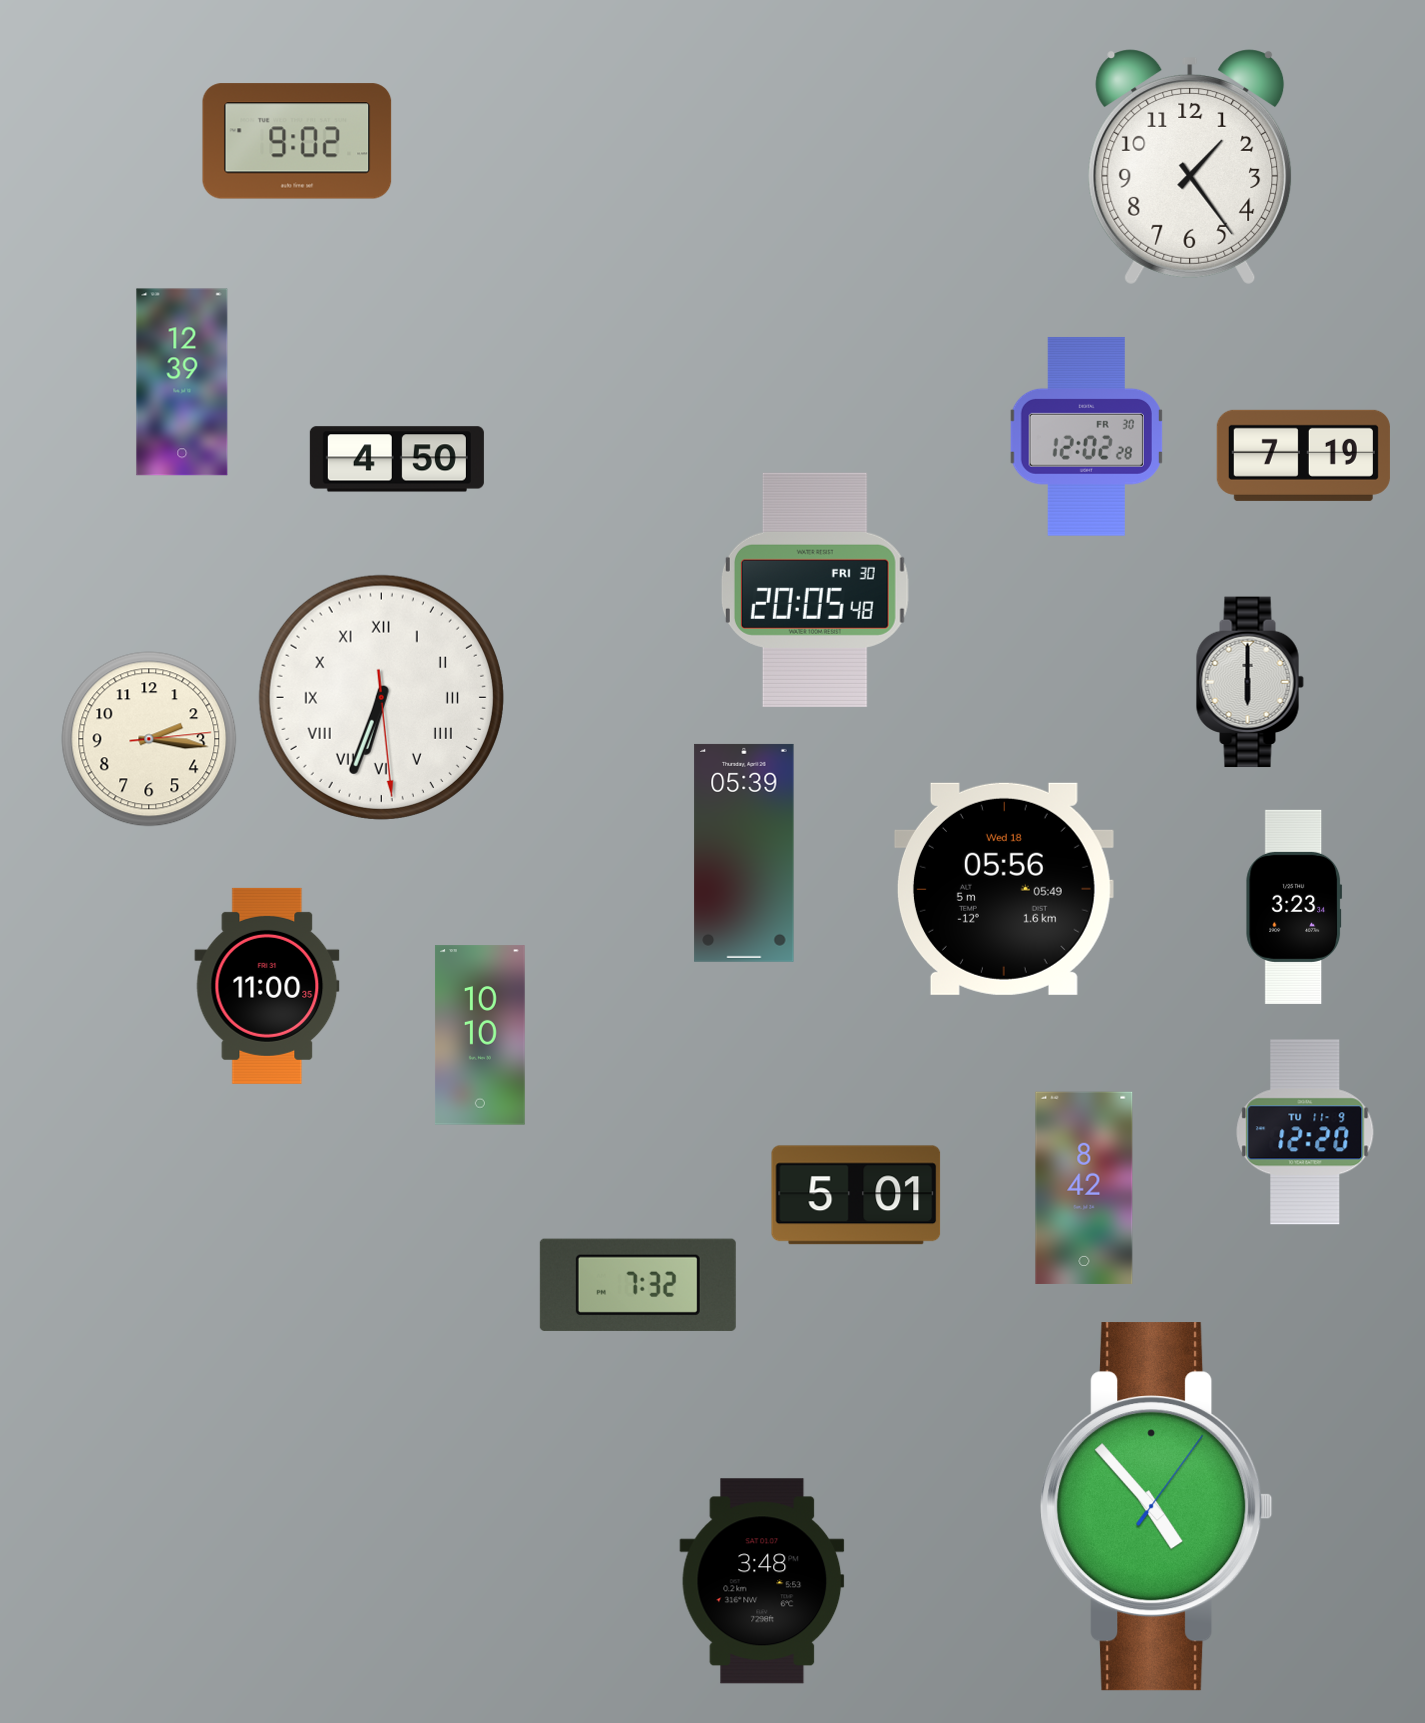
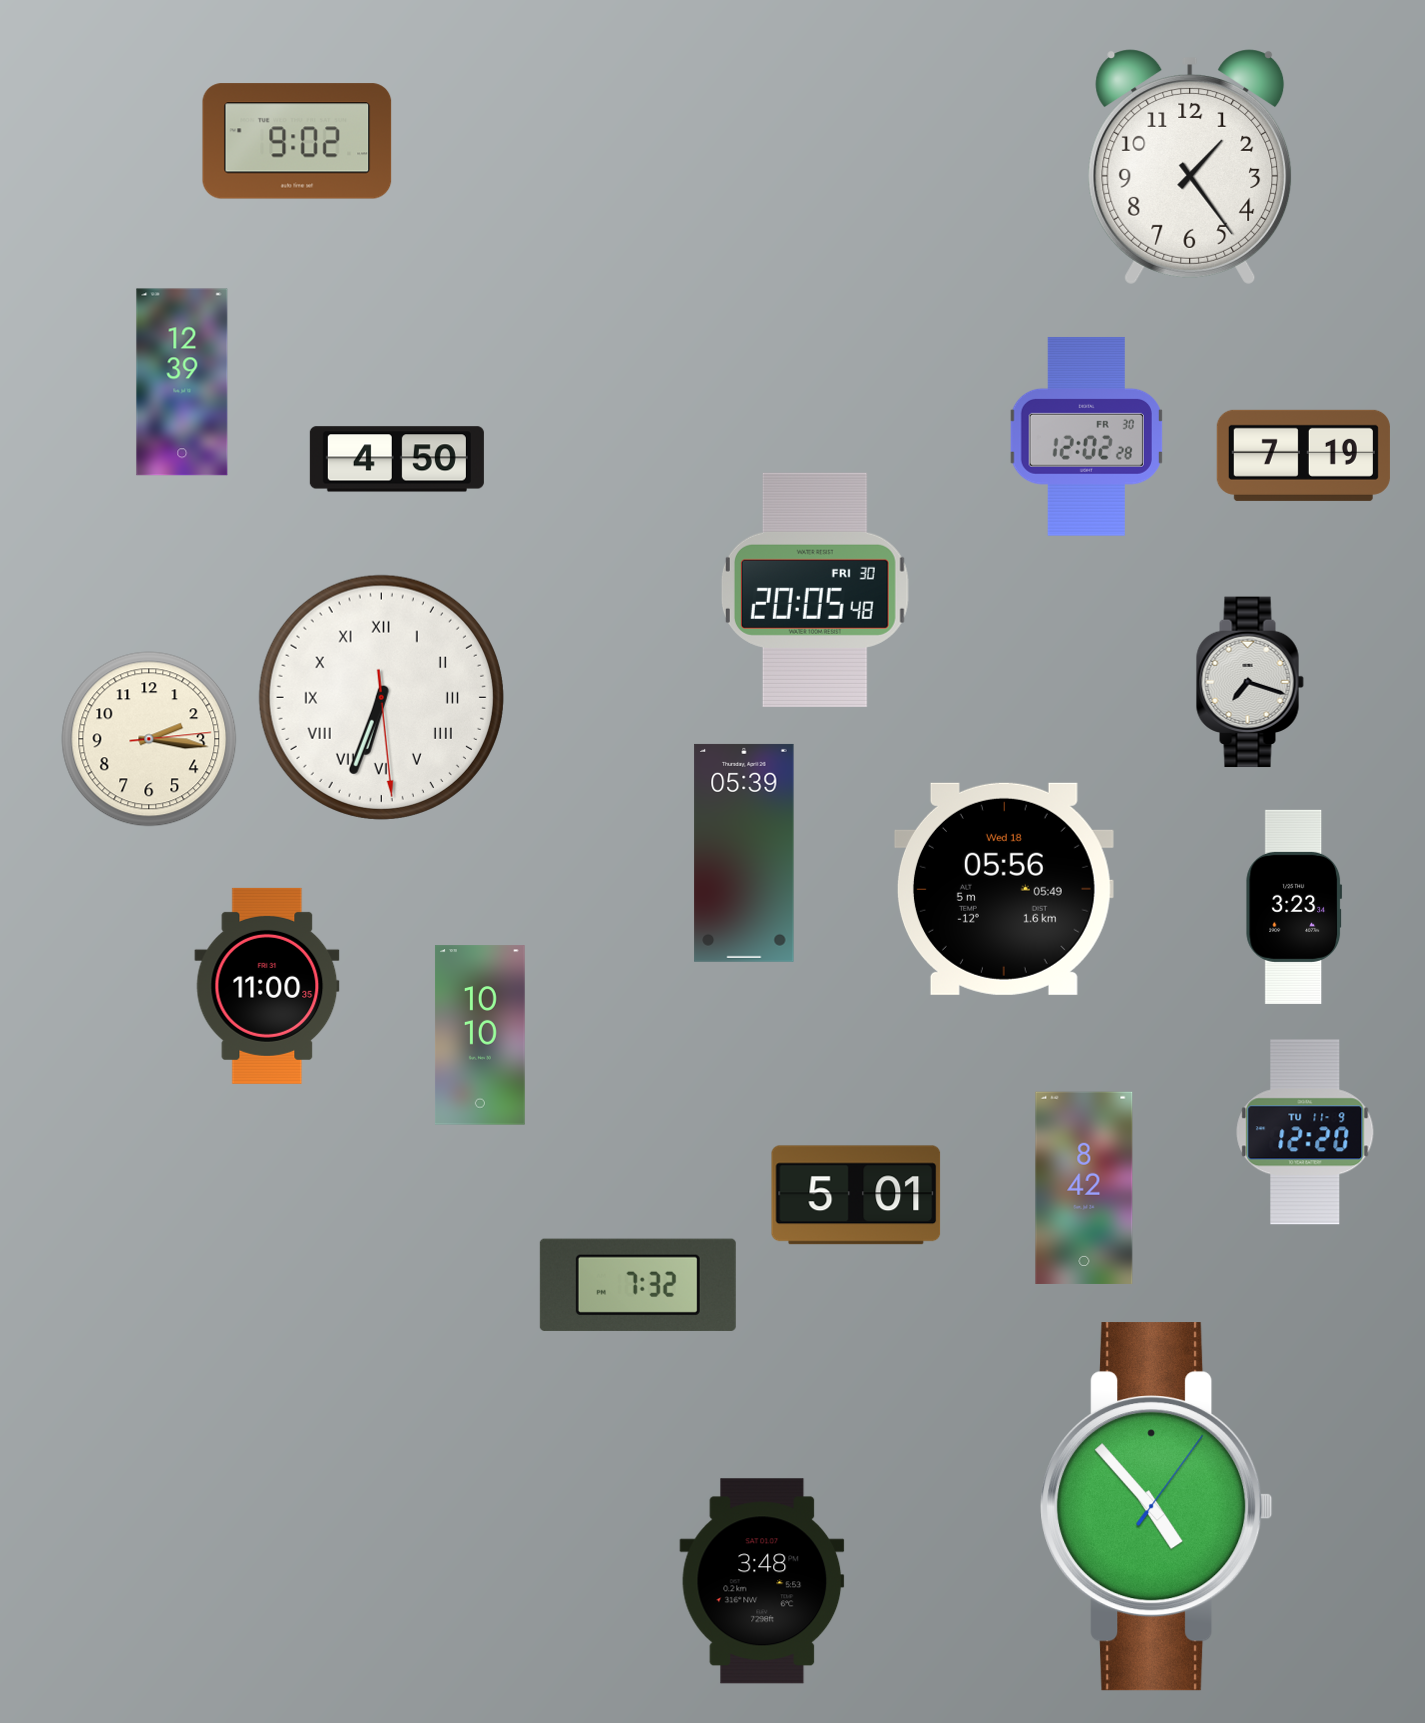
clock at (1250, 682): 6:00 -> 7:18
